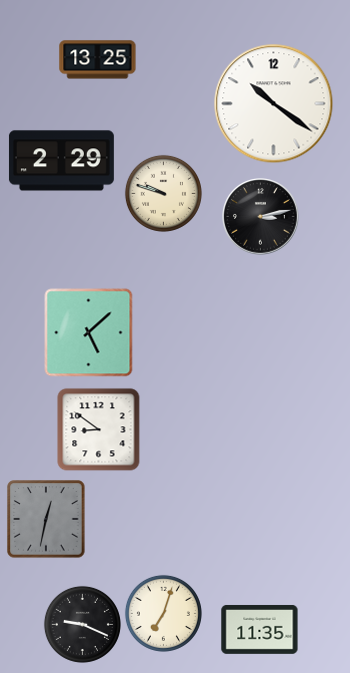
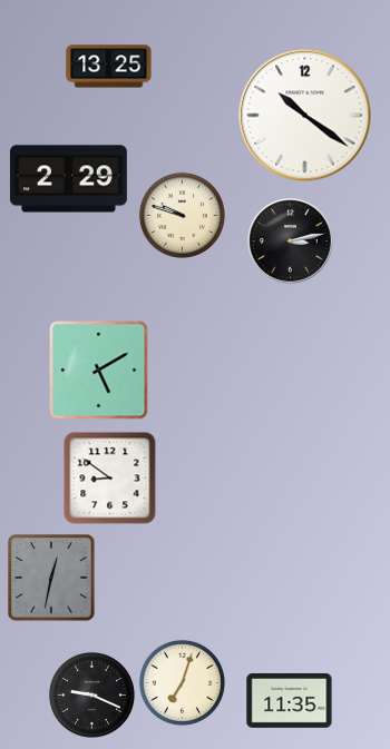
clock at (89, 333): 5:08 -> 5:10
